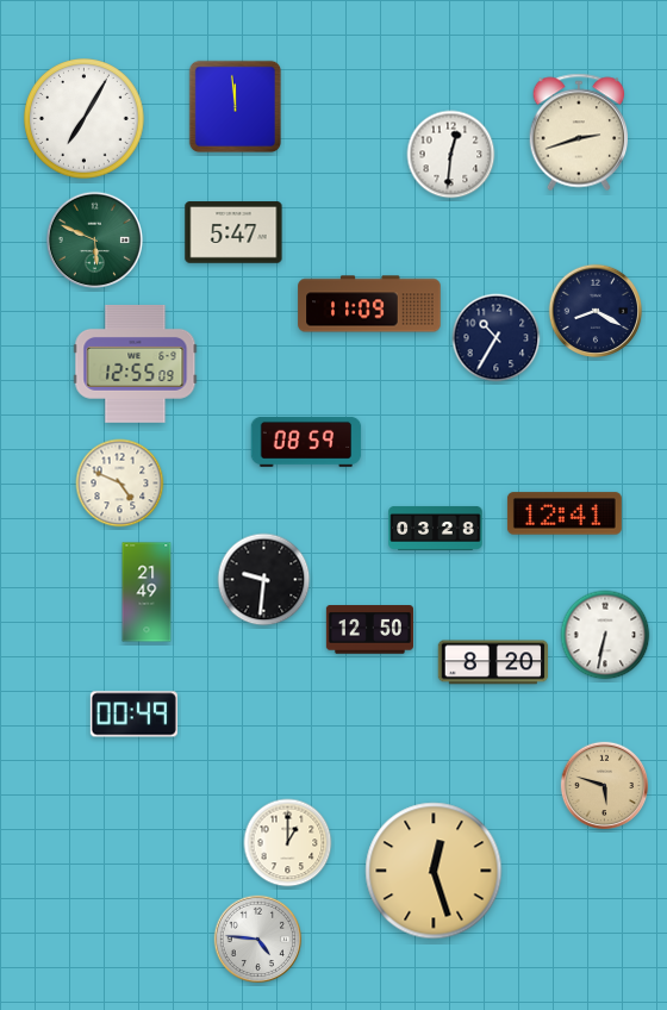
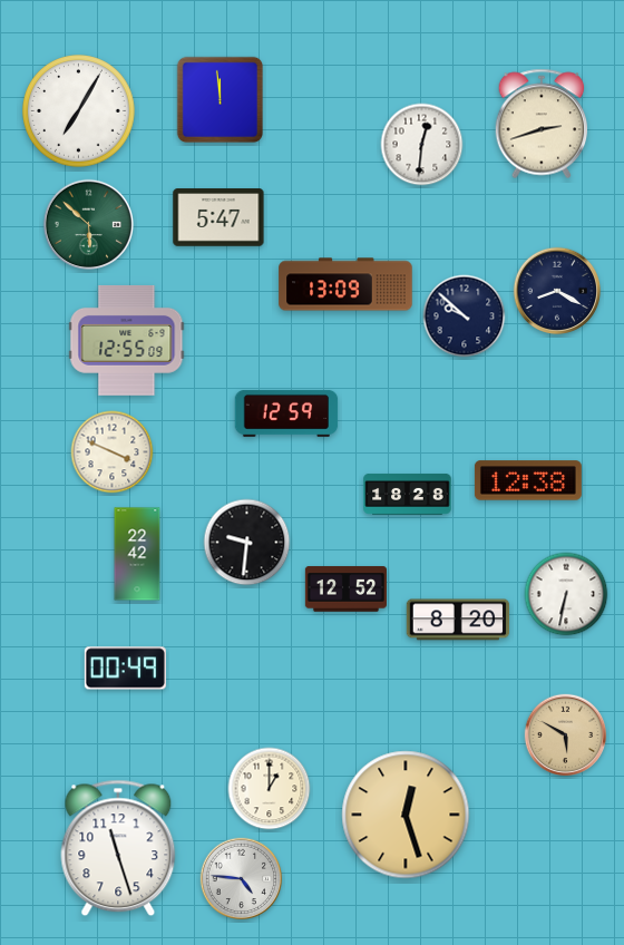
clock at (94, 239): 5:49 -> 5:52
clock at (369, 304): 11:09 -> 13:09
clock at (497, 338): 10:35 -> 9:52
clock at (306, 442): 08:59 -> 12:59
clock at (120, 484): 4:49 -> 3:49
clock at (565, 513): 12:41 -> 12:38
clock at (436, 529): 03:28 -> 18:28
clock at (147, 592): 21:49 -> 22:42
clock at (369, 630): 12:50 -> 12:52
clock at (493, 662) position: (493, 662) -> (458, 620)
clock at (605, 786): 5:48 -> 5:50
clock at (118, 848): none -> 11:27
